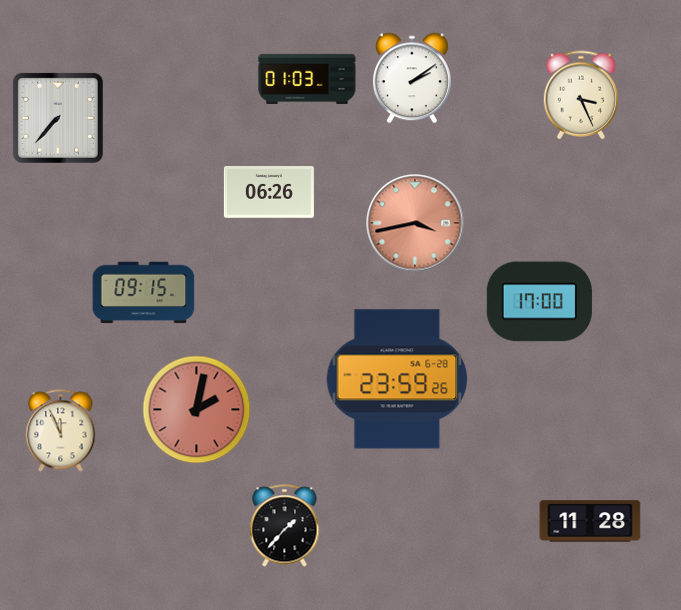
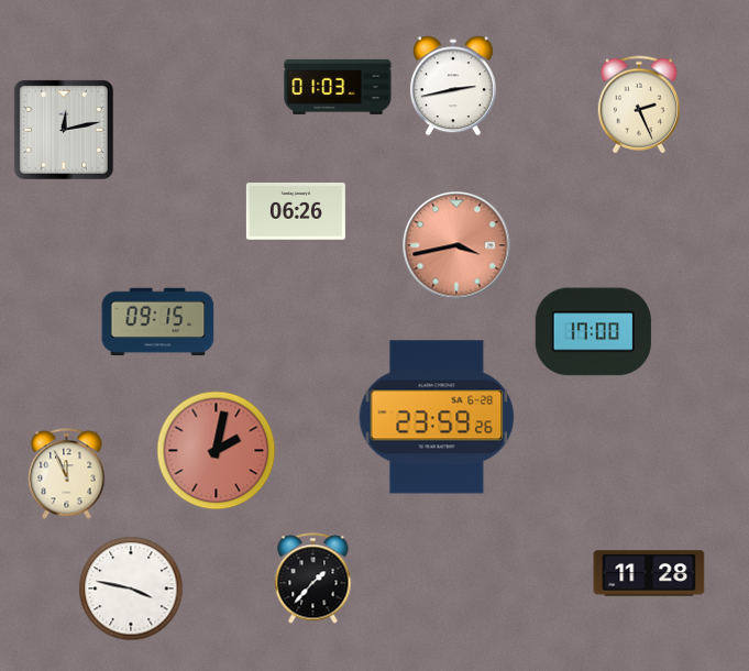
clock at (412, 78): 2:09 -> 2:43
clock at (580, 95): 3:26 -> 2:26
clock at (58, 118): 7:37 -> 12:13
clock at (131, 588): none -> 3:47
